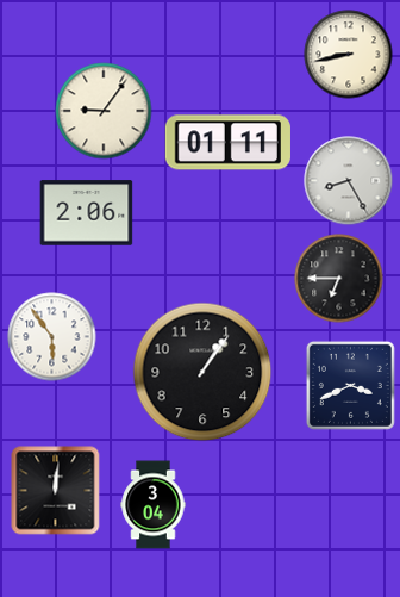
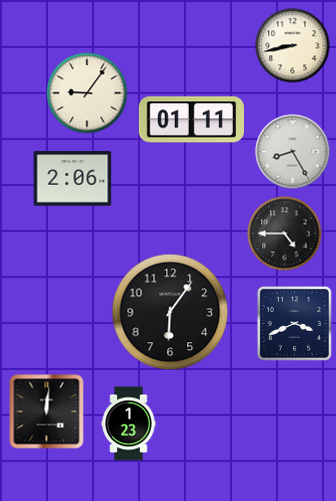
clock at (339, 279): 6:45 -> 4:45
clock at (52, 337): 5:54 -> none
clock at (202, 372): 1:06 -> 6:06
clock at (154, 505): 3:04 -> 1:23
